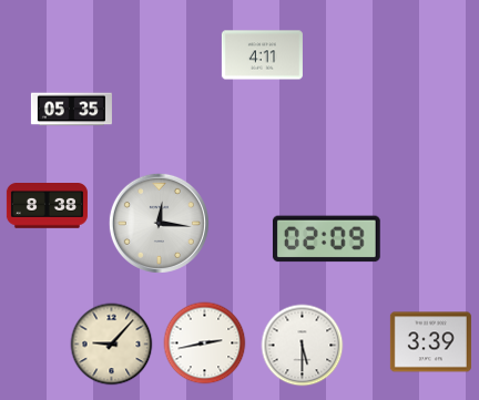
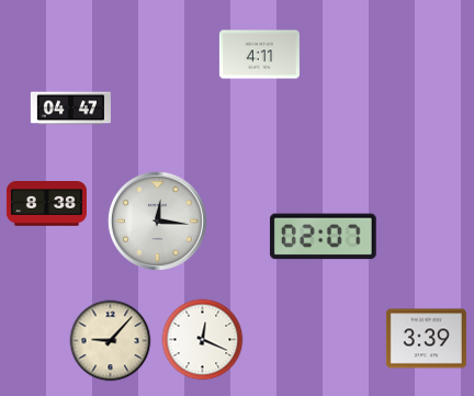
clock at (71, 110): 05:35 -> 04:47
clock at (326, 239): 02:09 -> 02:07
clock at (205, 343): 2:43 -> 12:19
clock at (303, 346): 5:30 -> none
